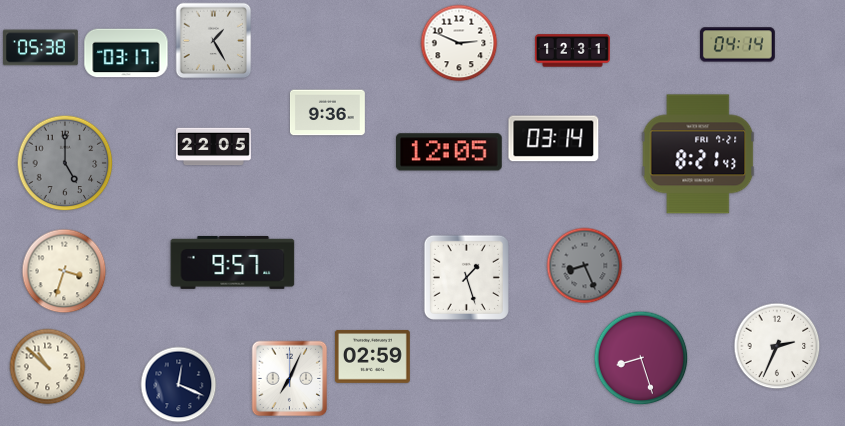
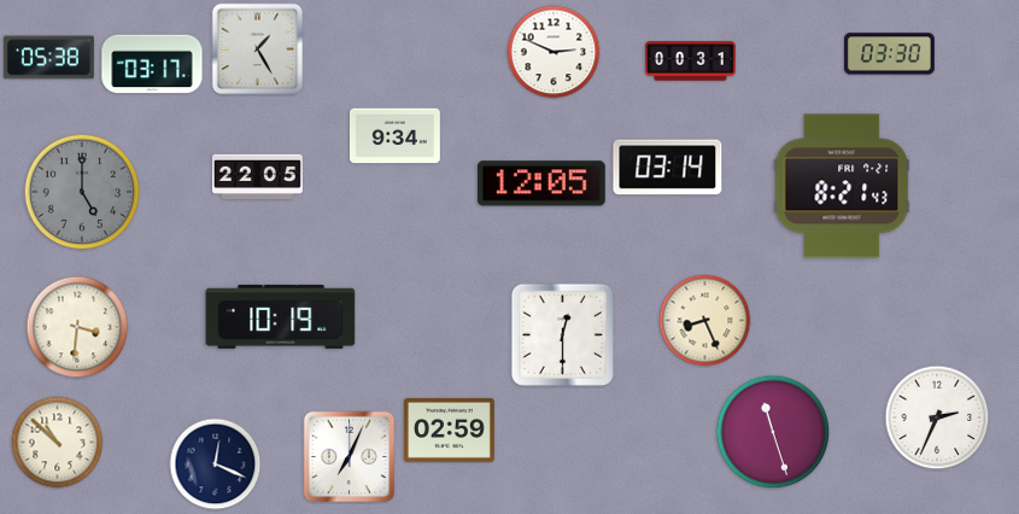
clock at (737, 45): 04:14 -> 03:30
clock at (572, 51): 12:31 -> 00:31
clock at (327, 113): 9:36 -> 9:34
clock at (65, 163) position: (65, 163) -> (82, 192)
clock at (233, 262): 9:57 -> 10:19
clock at (585, 266) dial: grey -> cream
clock at (64, 271): 3:33 -> 3:31
clock at (466, 277): 1:27 -> 12:30
clock at (641, 358): 8:27 -> 11:27
